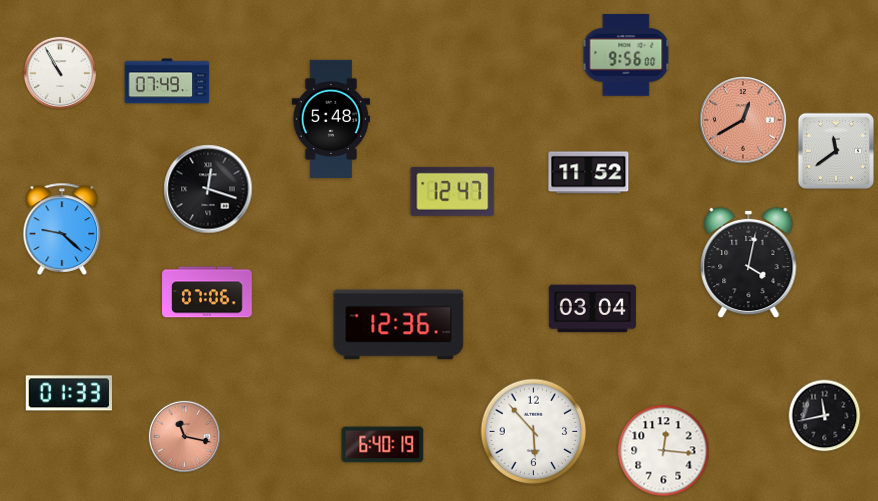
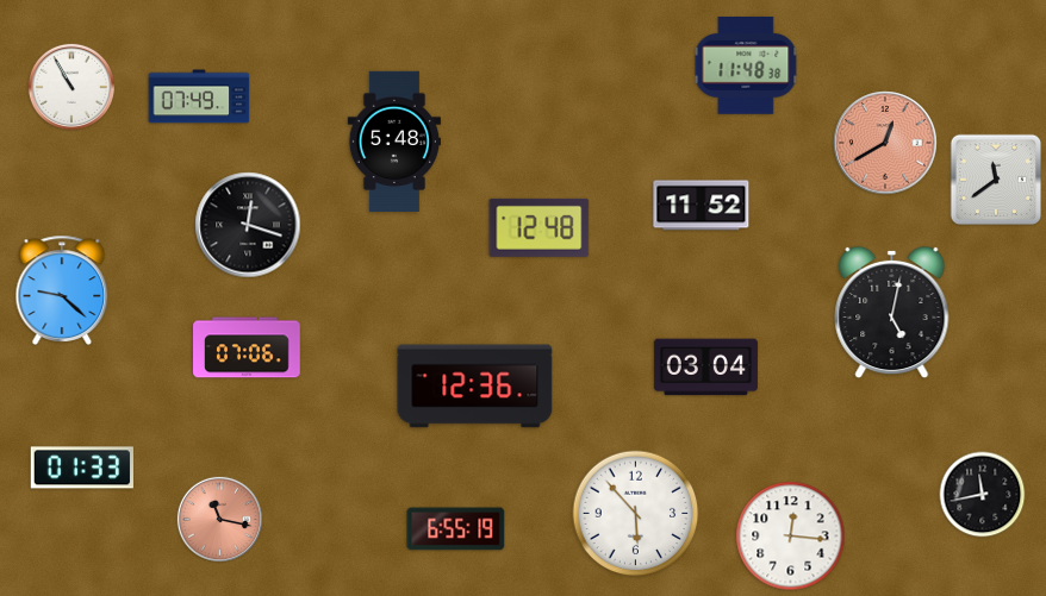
clock at (626, 55): 9:56 -> 11:48
clock at (453, 191): 12:47 -> 12:48
clock at (62, 229) position: (62, 229) -> (62, 290)
clock at (749, 263): 4:02 -> 5:02
clock at (383, 445): 6:40 -> 6:55
